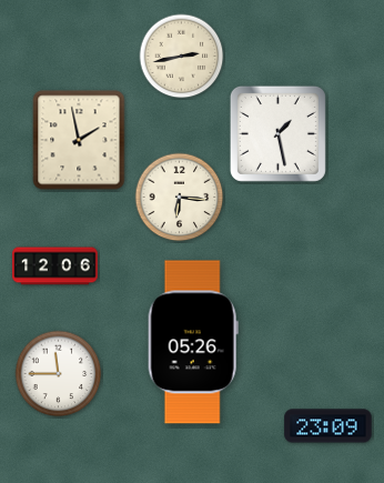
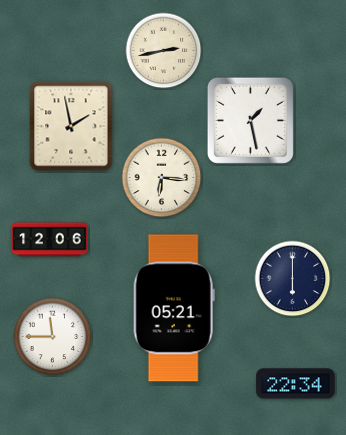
clock at (293, 279): none -> 6:00
clock at (193, 342): 05:26 -> 05:21
clock at (329, 426): 23:09 -> 22:34
